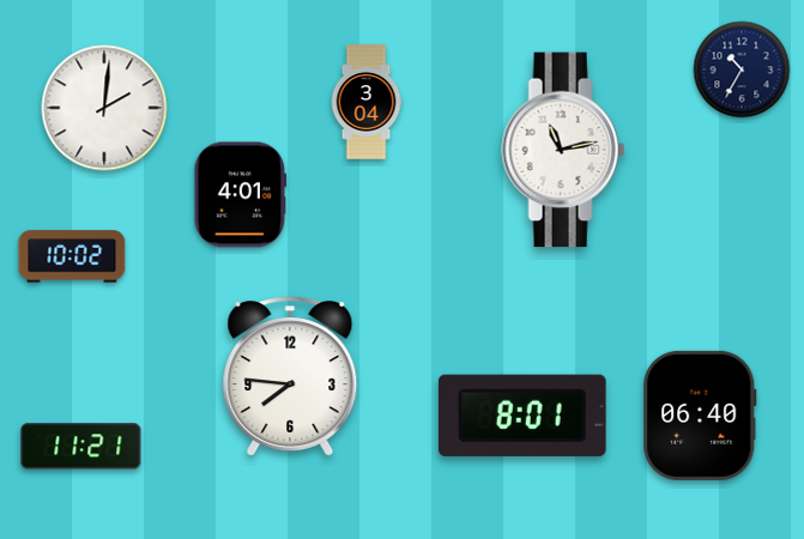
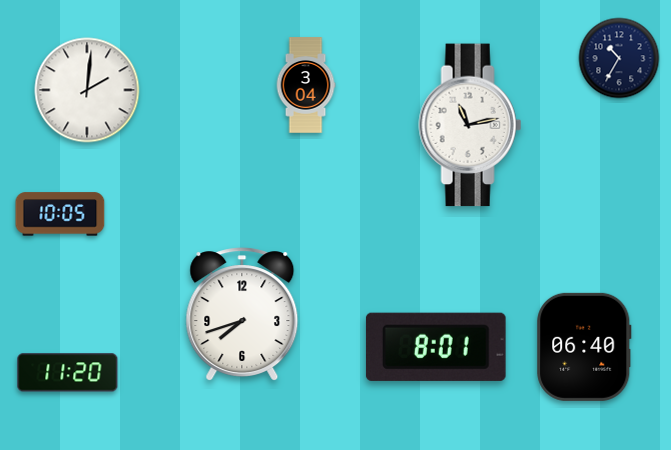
clock at (241, 195): 4:01 -> none
clock at (72, 256): 10:02 -> 10:05
clock at (290, 376): 7:46 -> 7:42
clock at (81, 447): 11:21 -> 11:20
